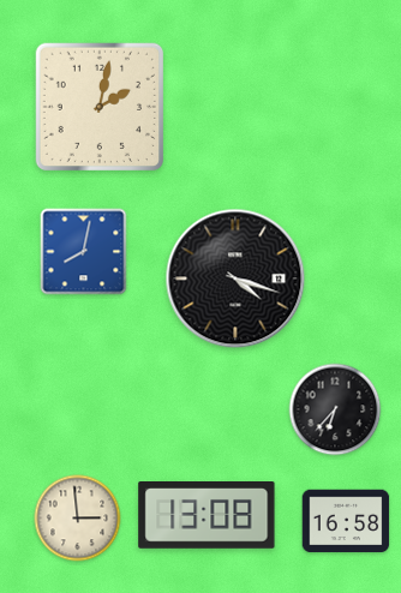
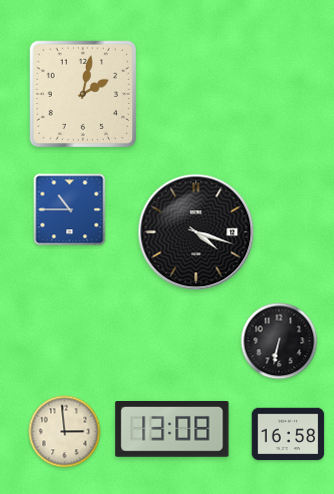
clock at (98, 106) position: (98, 106) -> (82, 93)
clock at (84, 252): 8:02 -> 10:45
clock at (335, 409): 6:37 -> 6:32
